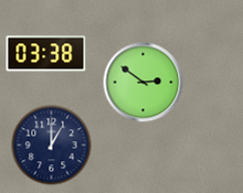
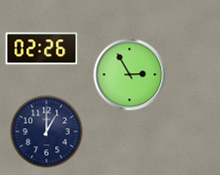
clock at (46, 54): 03:38 -> 02:26
clock at (144, 83): 2:51 -> 2:55
